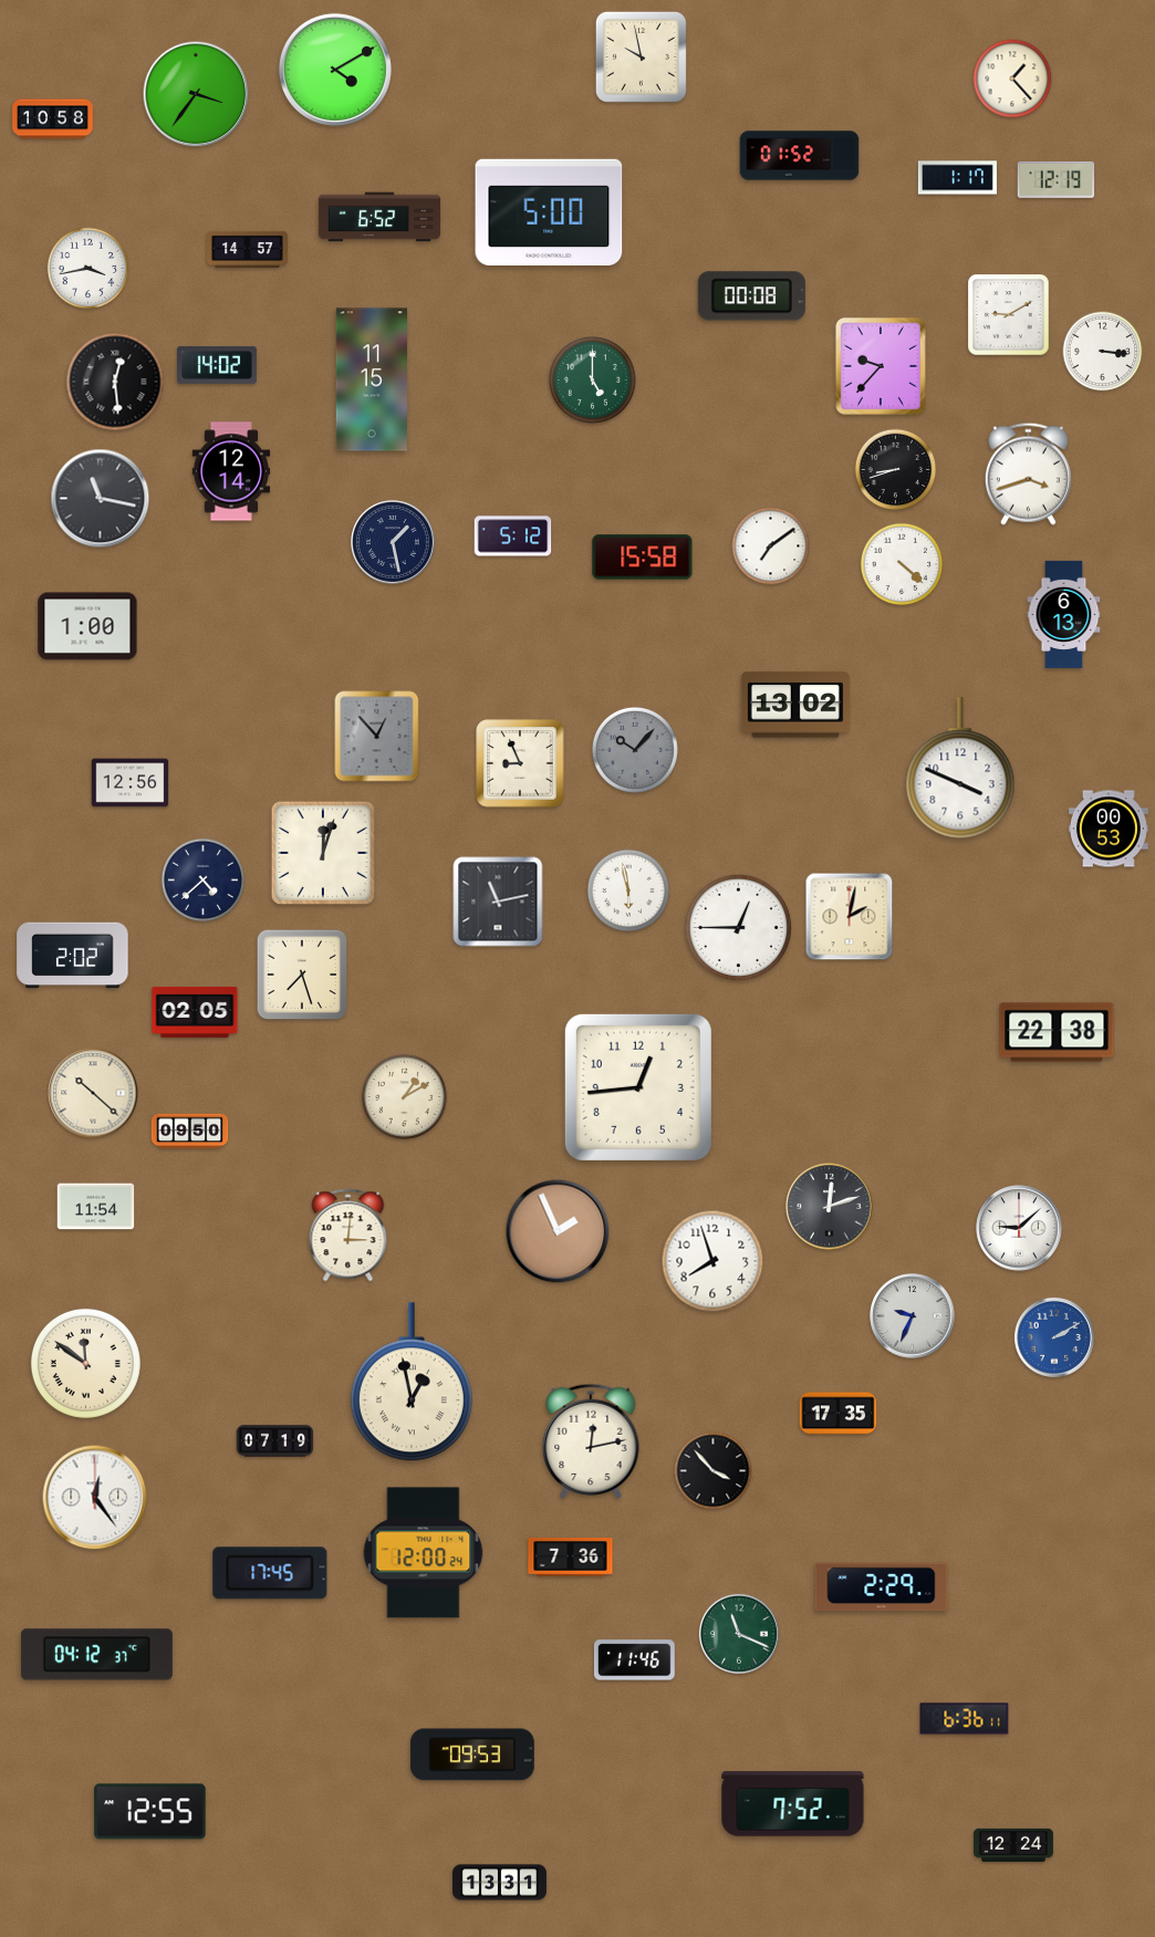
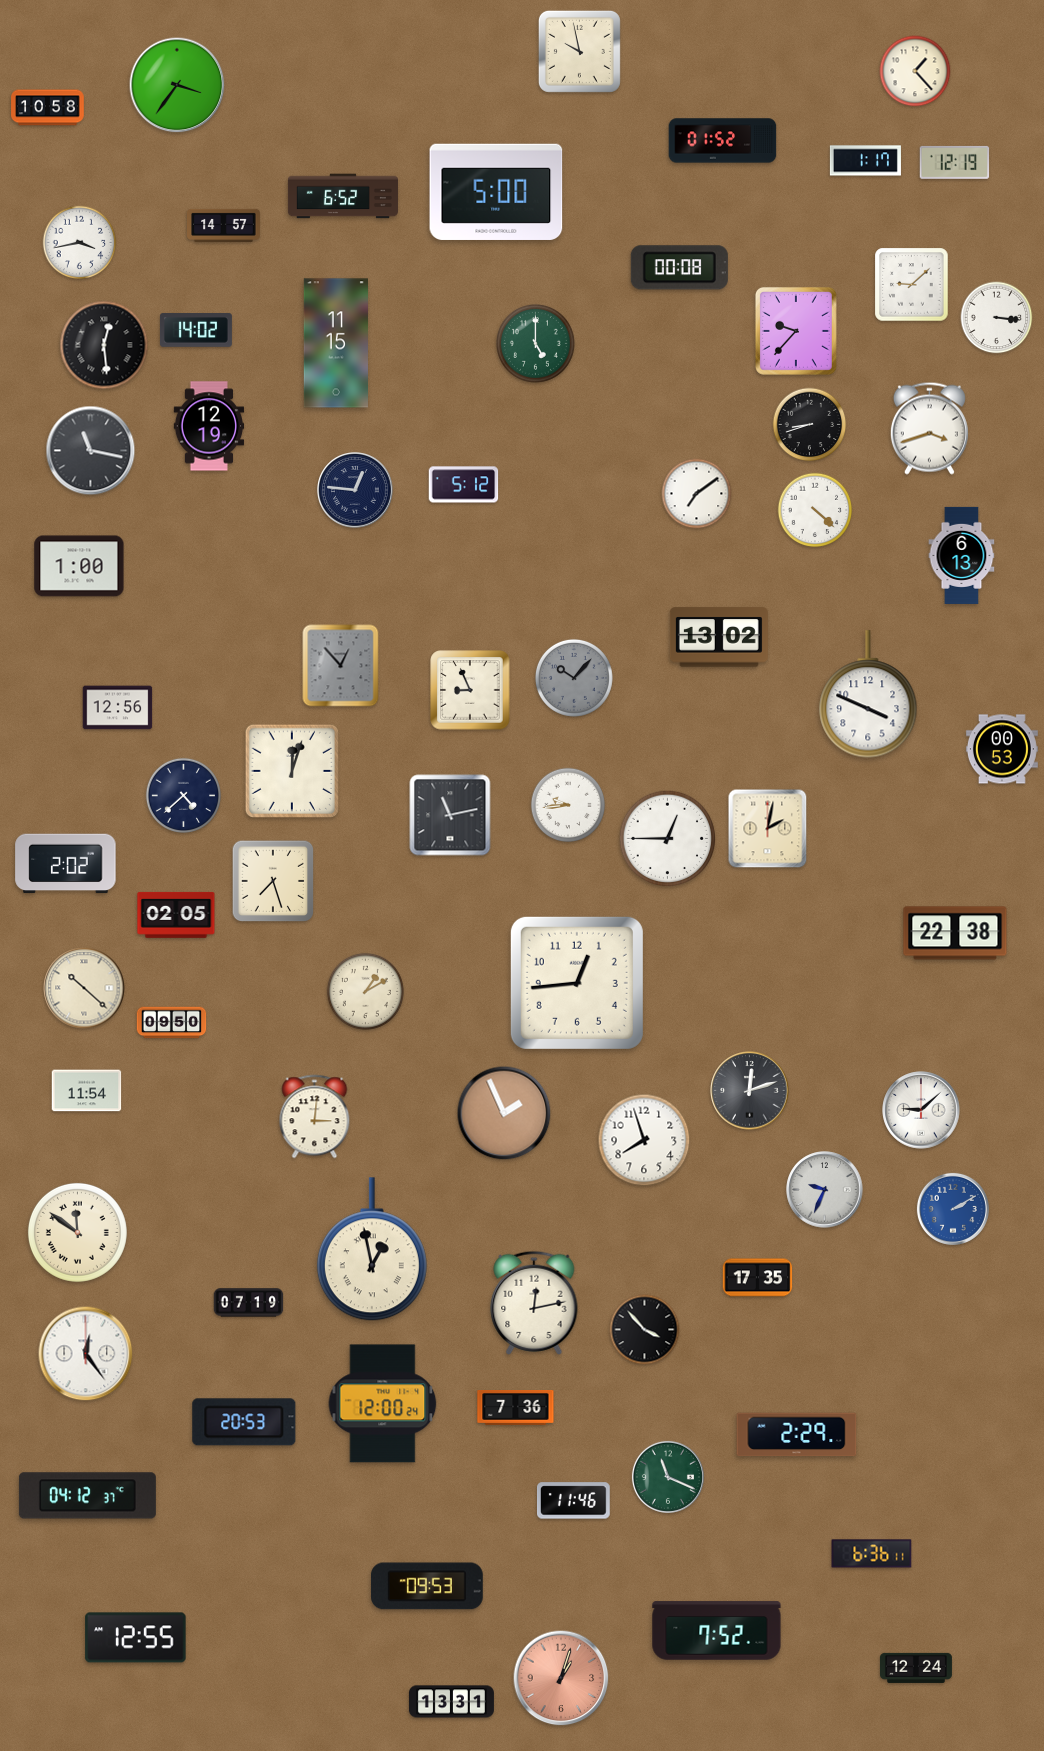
clock at (335, 70): 4:10 -> none
clock at (1009, 315): 9:10 -> 9:08
clock at (231, 471): 12:14 -> 12:19
clock at (393, 542): 1:28 -> 12:46
clock at (643, 558): 15:58 -> none
clock at (628, 891): 5:58 -> 9:44
clock at (270, 1573): 17:45 -> 20:53
clock at (561, 1678): none -> 1:03
